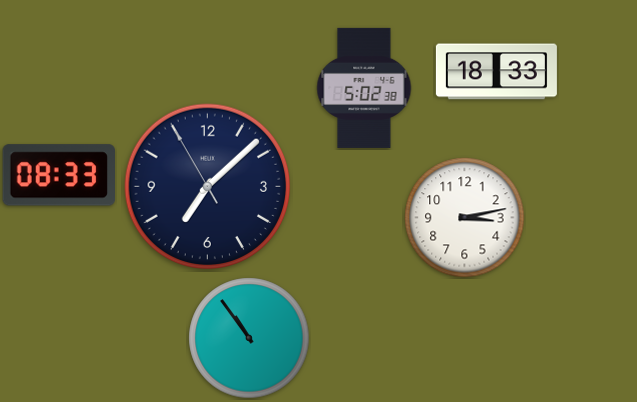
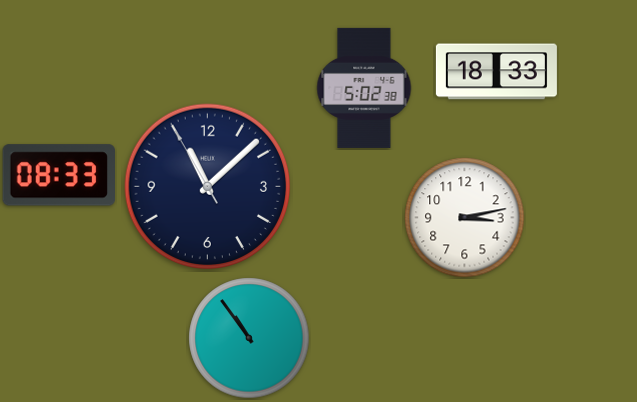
clock at (208, 187): 7:07 -> 11:07
